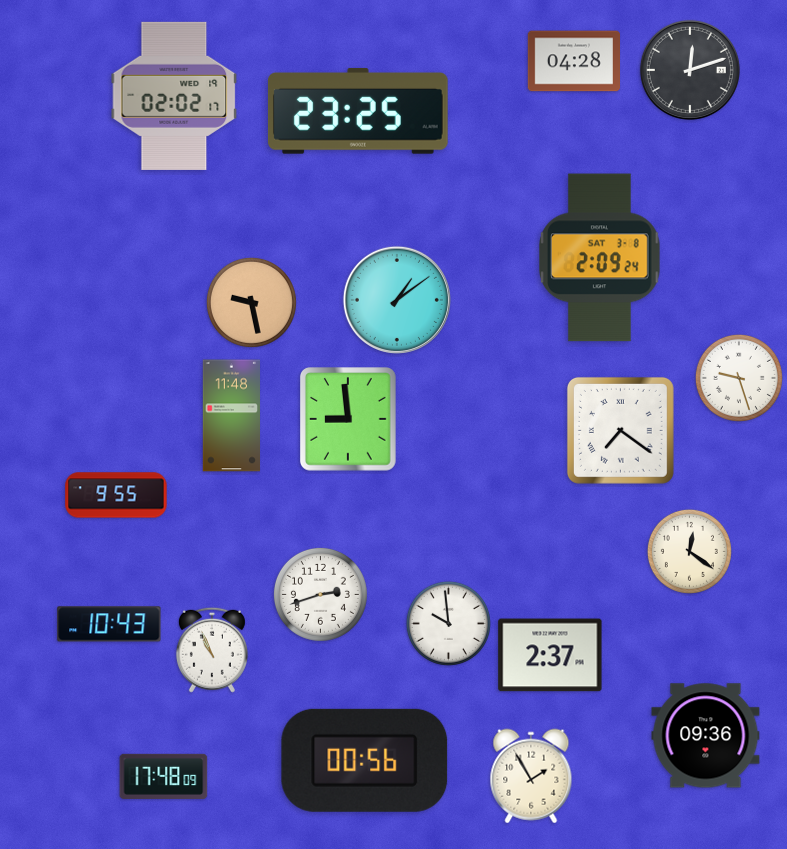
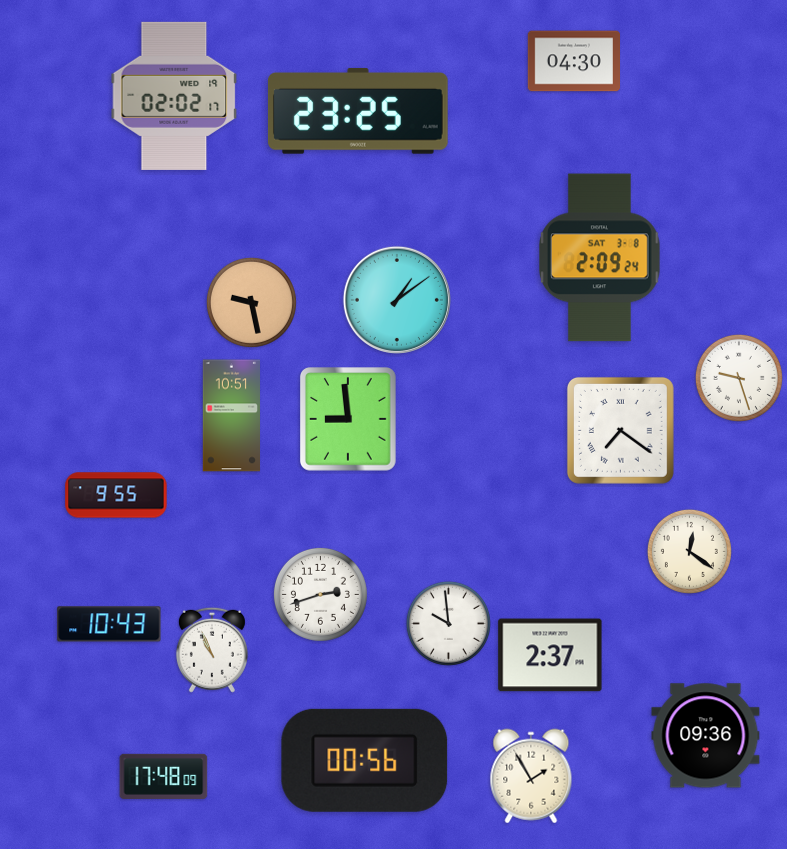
clock at (573, 61): 04:28 -> 04:30
clock at (690, 70): 12:12 -> none
clock at (231, 416): 11:48 -> 10:51
